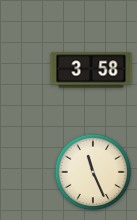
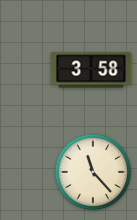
clock at (93, 172): 11:26 -> 11:23
